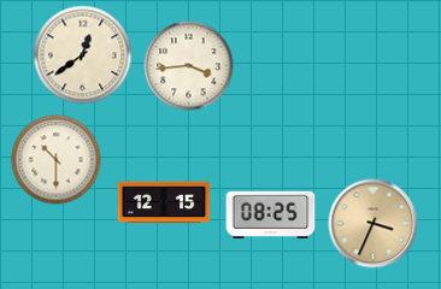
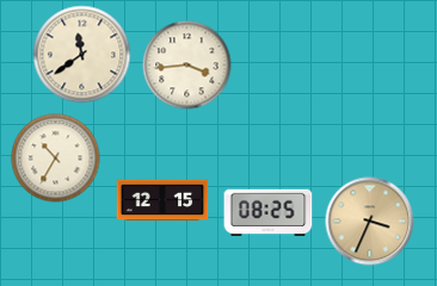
clock at (83, 55): 12:39 -> 11:39
clock at (57, 160): 10:30 -> 10:35
